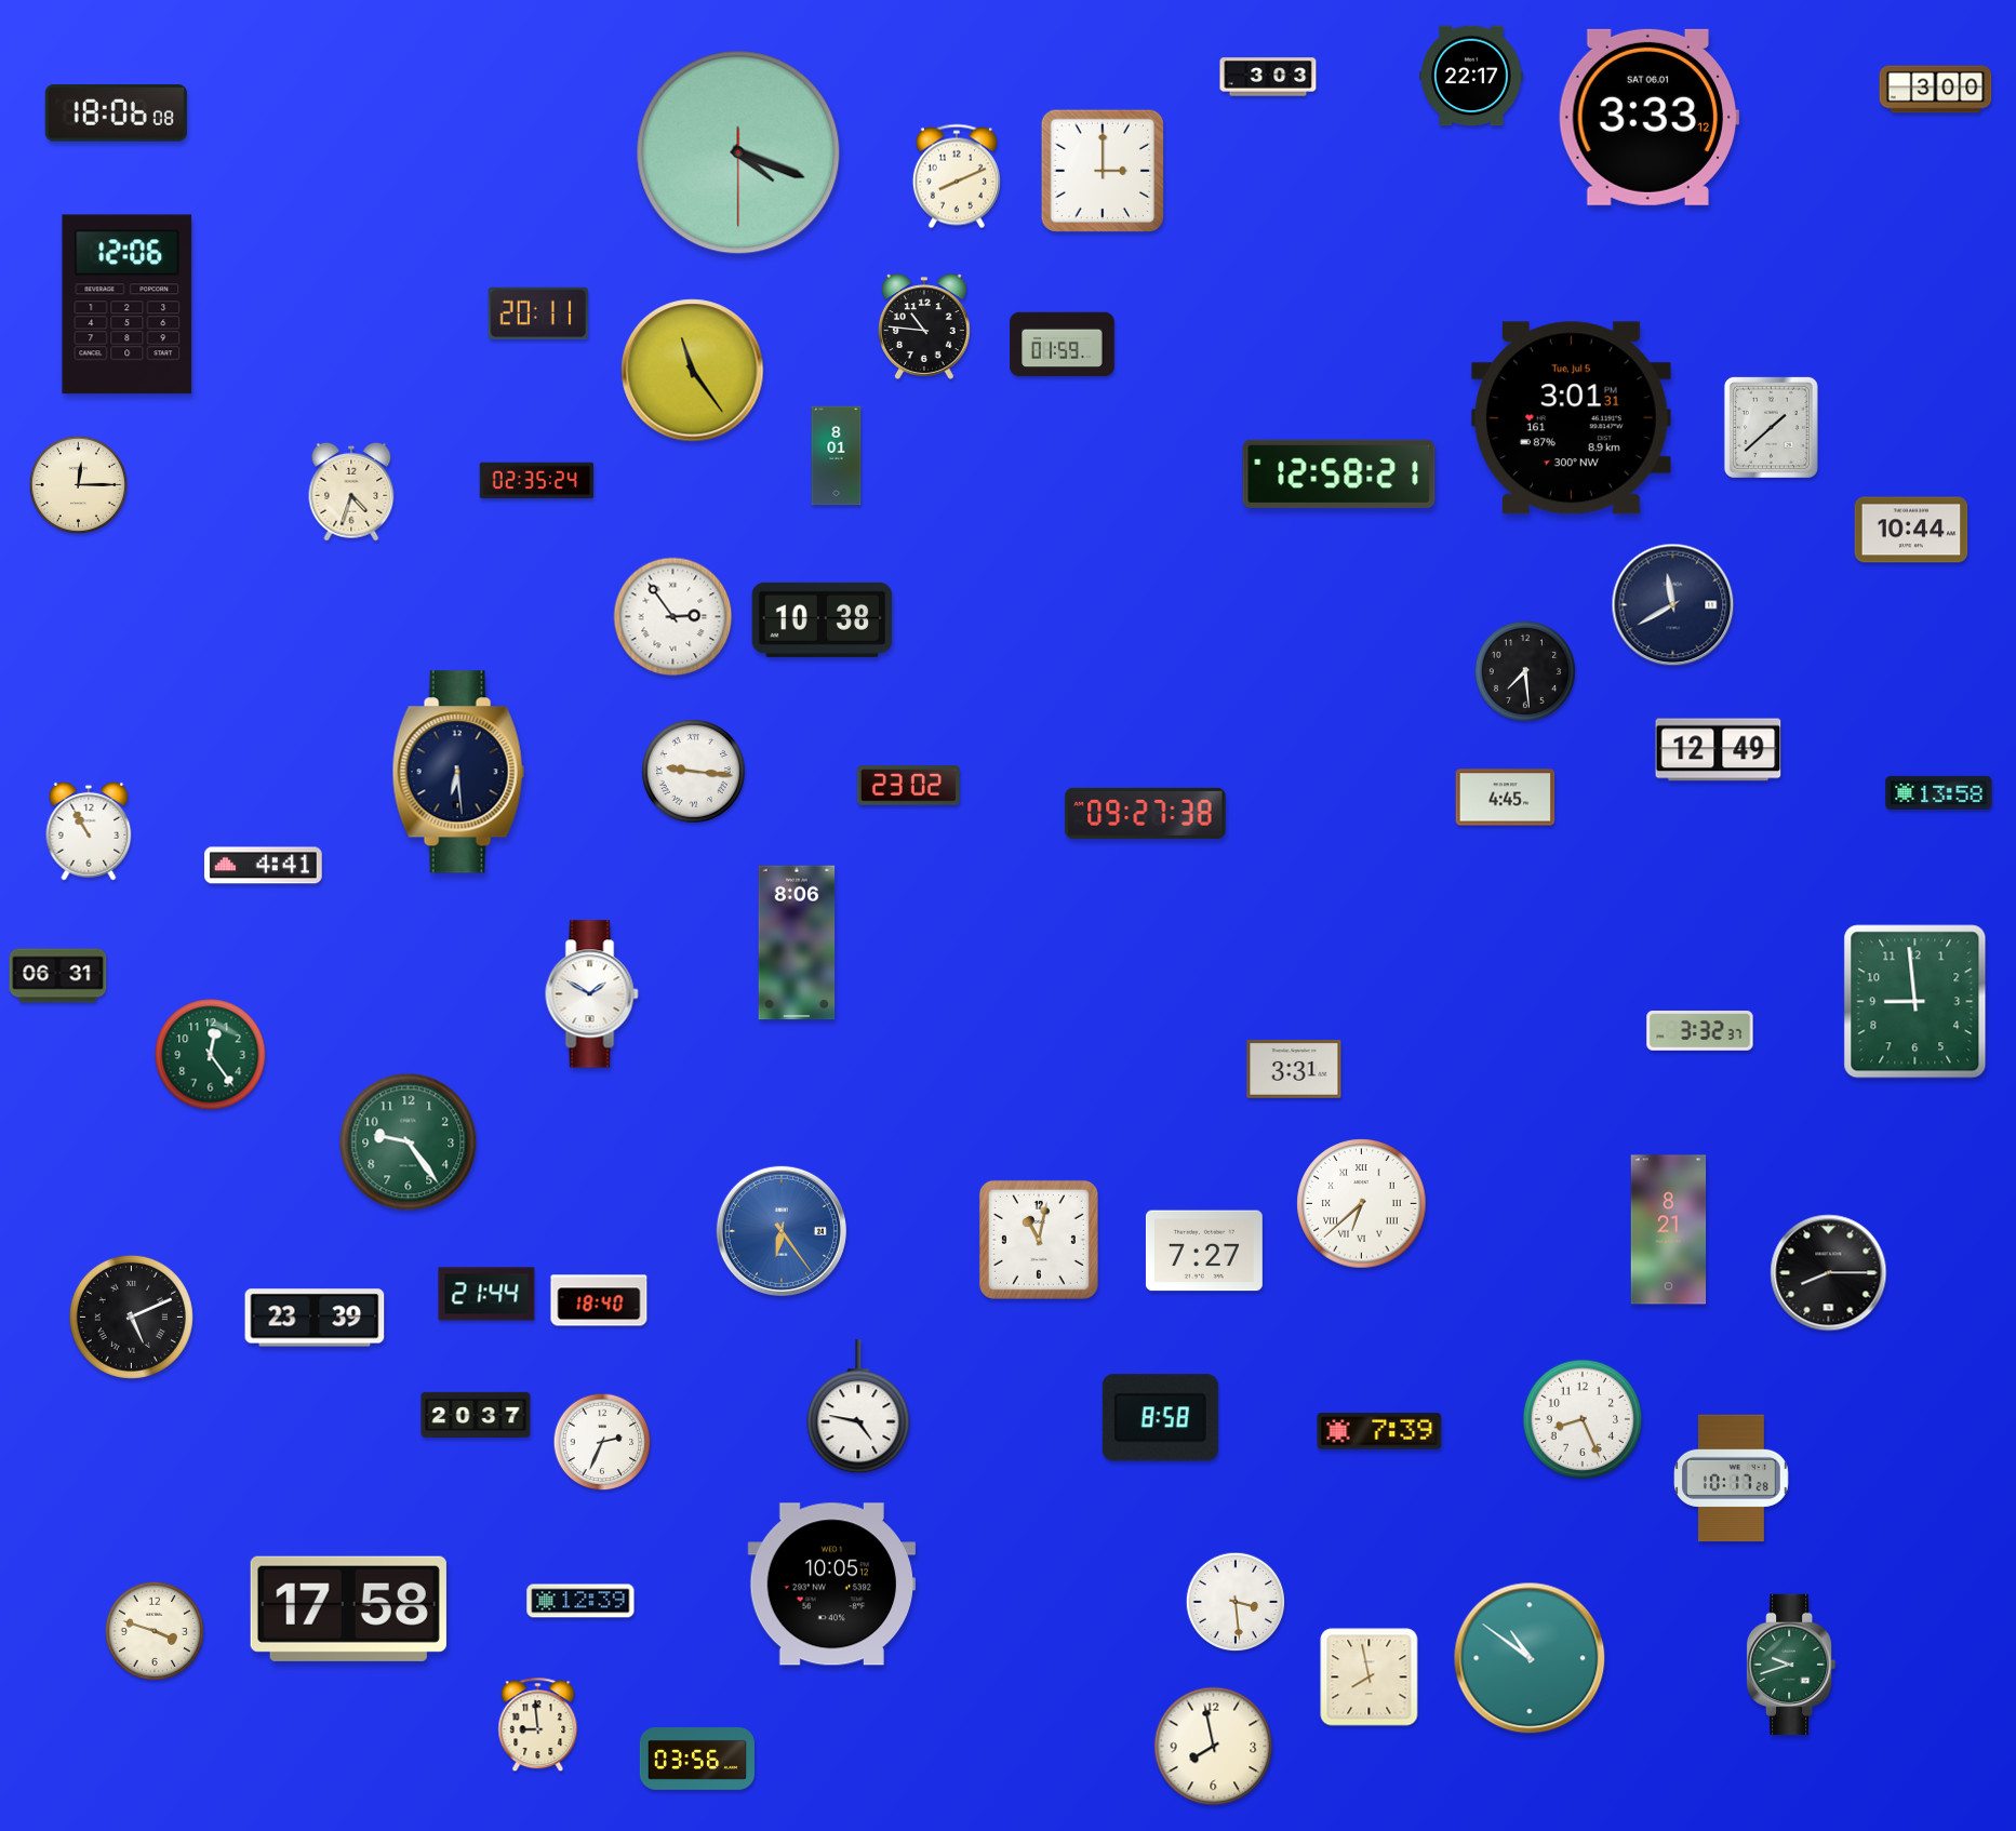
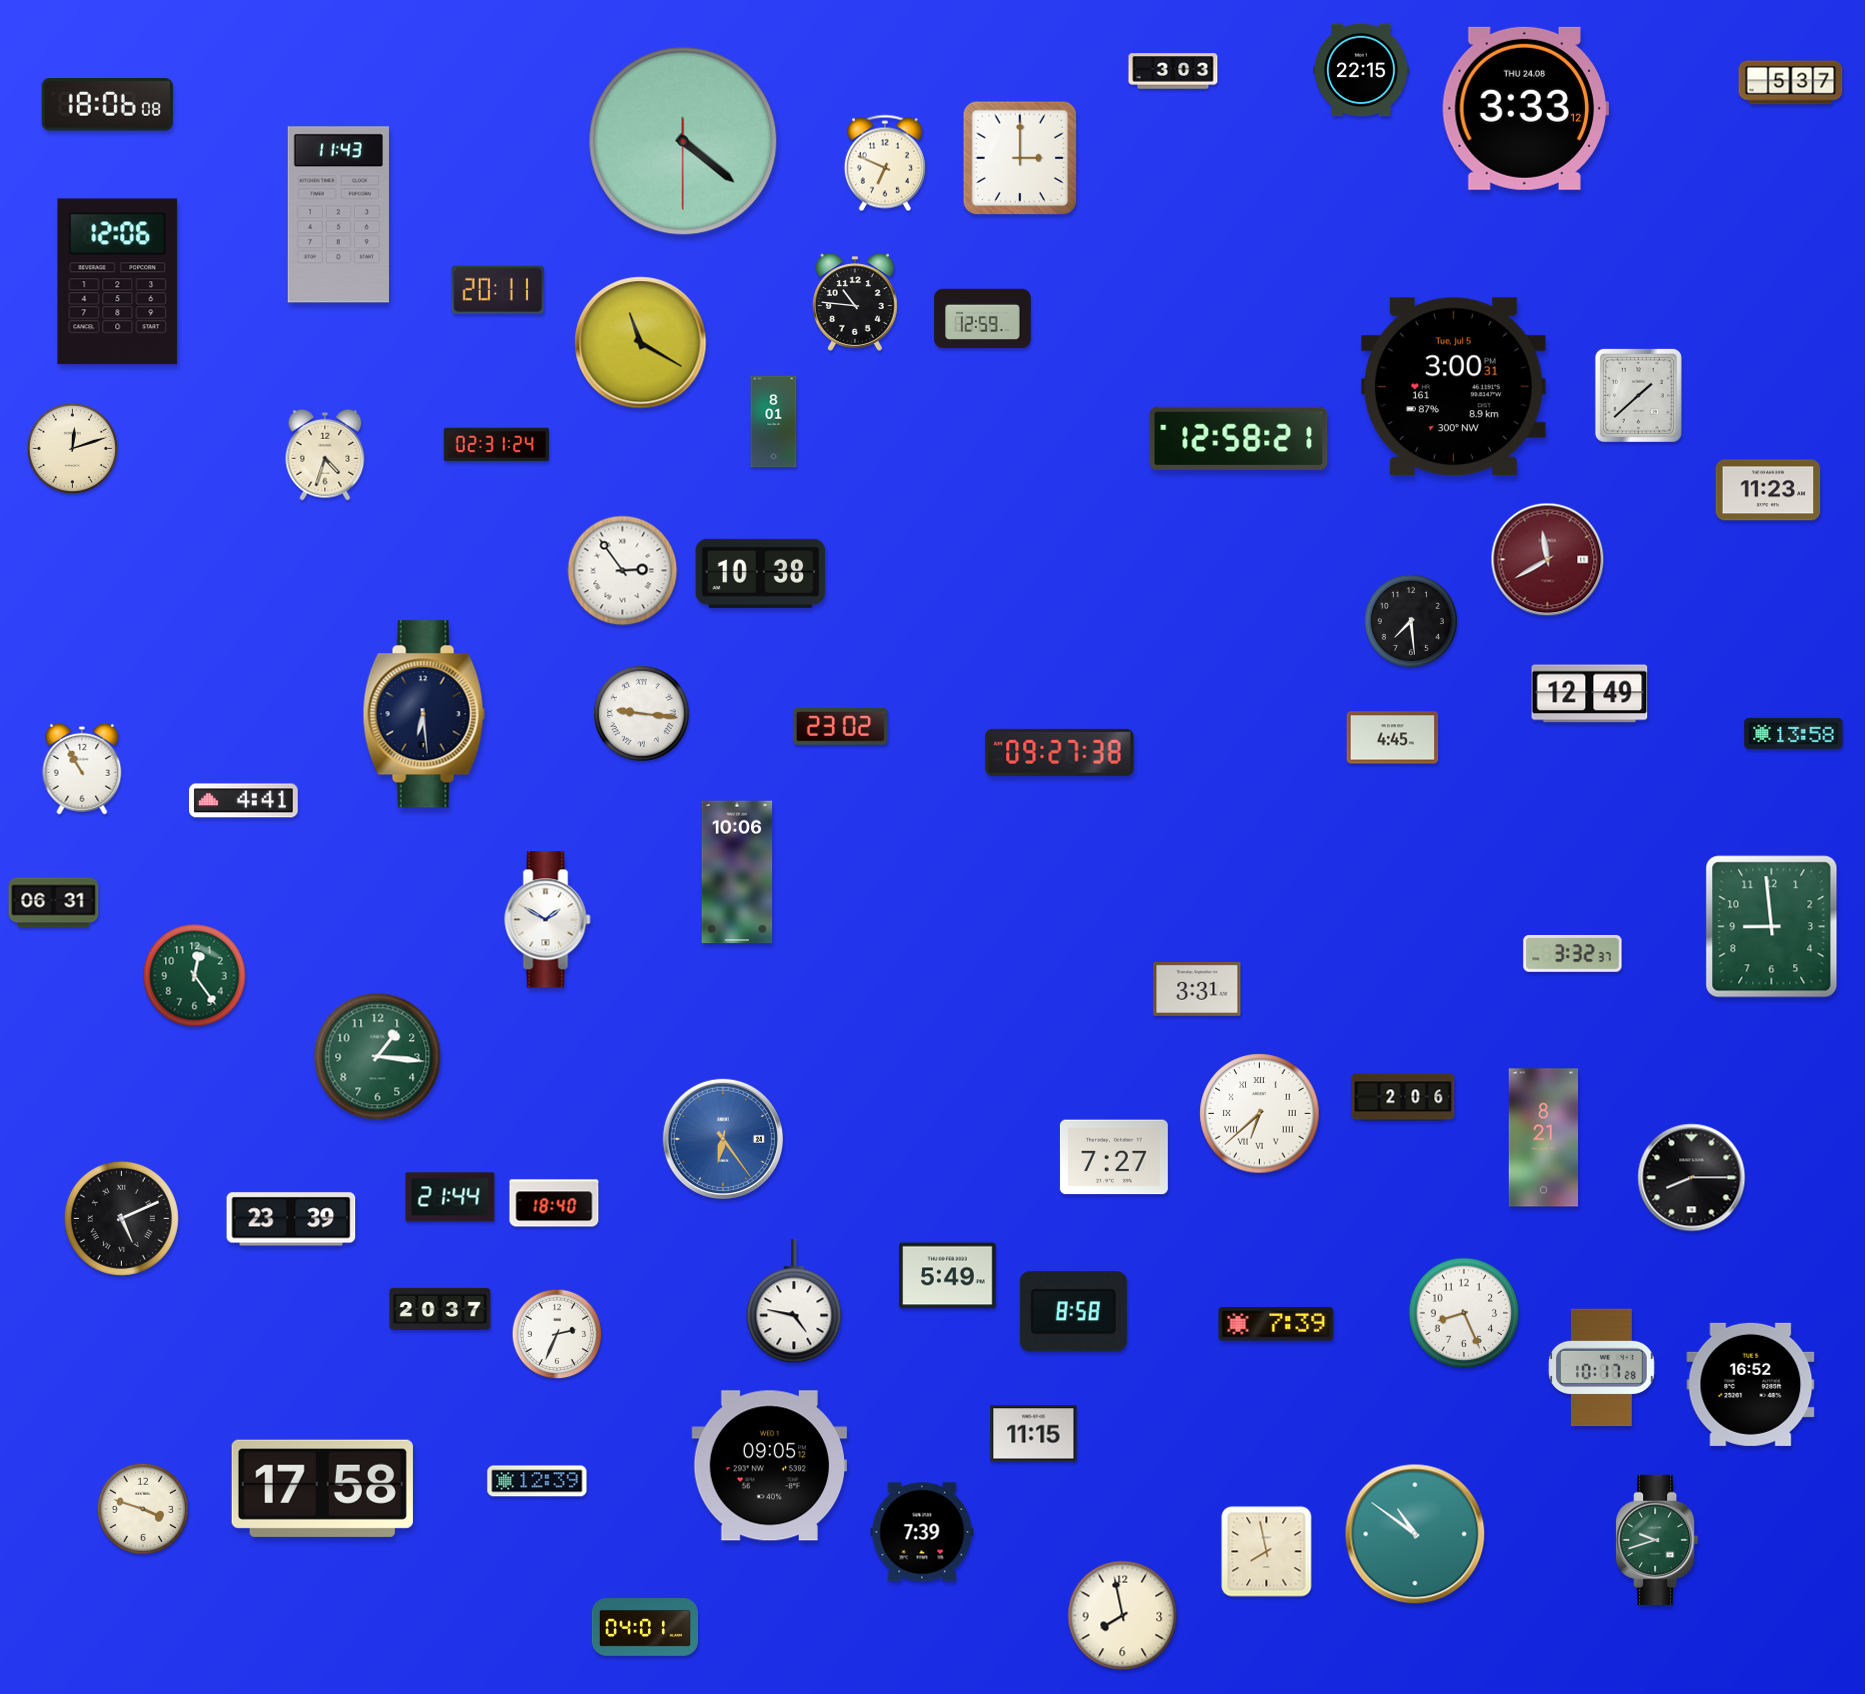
clock at (1472, 76): 22:17 -> 22:15
clock at (1936, 90): 3:00 -> 5:37
clock at (1648, 117) date: SAT 06.01 -> THU 24.08
clock at (738, 152): 4:18 -> 4:21
clock at (957, 176): 8:11 -> 6:49
clock at (338, 215): none -> 11:43
clock at (1063, 345): 01:59 -> 12:59
clock at (693, 371): 11:24 -> 11:20
clock at (1571, 418): 3:01 -> 3:00
clock at (537, 481): 02:35 -> 02:31
clock at (79, 485): 12:15 -> 12:12
clock at (1911, 530): 10:44 -> 11:23
clock at (1673, 605) dial: navy -> burgundy
clock at (797, 943): 8:06 -> 10:06
clock at (409, 1142): 9:24 -> 1:16
clock at (1403, 1097): none -> 2:06
clock at (1039, 1240): 11:02 -> none
clock at (948, 1276): none -> 5:49
clock at (1751, 1384): none -> 16:52
clock at (1034, 1434): none -> 11:15
clock at (831, 1585): 10:05 -> 09:05
clock at (1236, 1602): 3:29 -> none
clock at (922, 1532): none -> 7:39
clock at (538, 1725): 8:59 -> none
clock at (696, 1759): 03:56 -> 04:01
